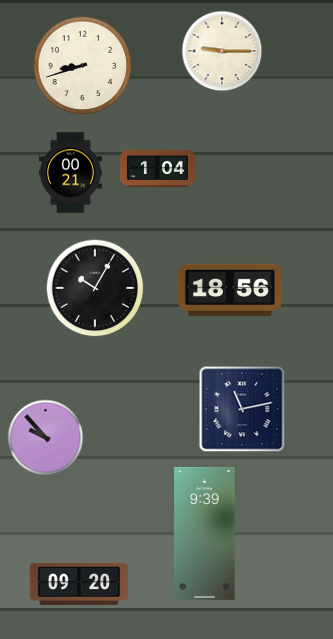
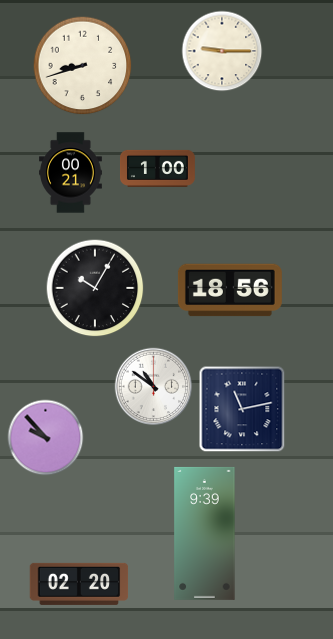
clock at (158, 168): 1:04 -> 1:00
clock at (154, 387): none -> 10:51
clock at (79, 584): 09:20 -> 02:20
